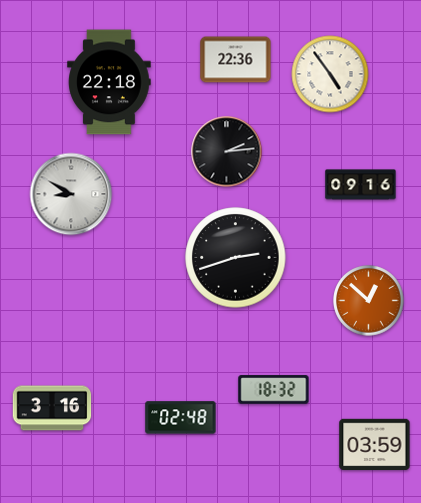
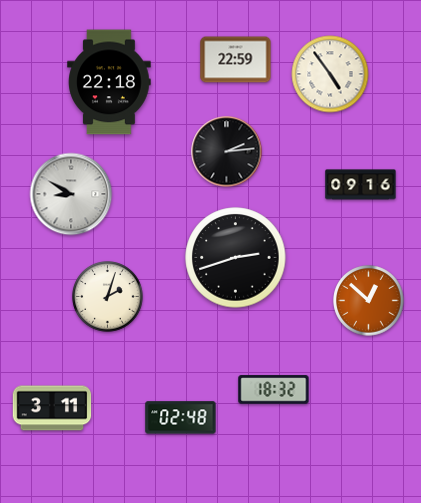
clock at (236, 60): 22:36 -> 22:59
clock at (108, 297): none -> 2:03
clock at (52, 408): 3:16 -> 3:11
clock at (375, 445): 03:59 -> none
